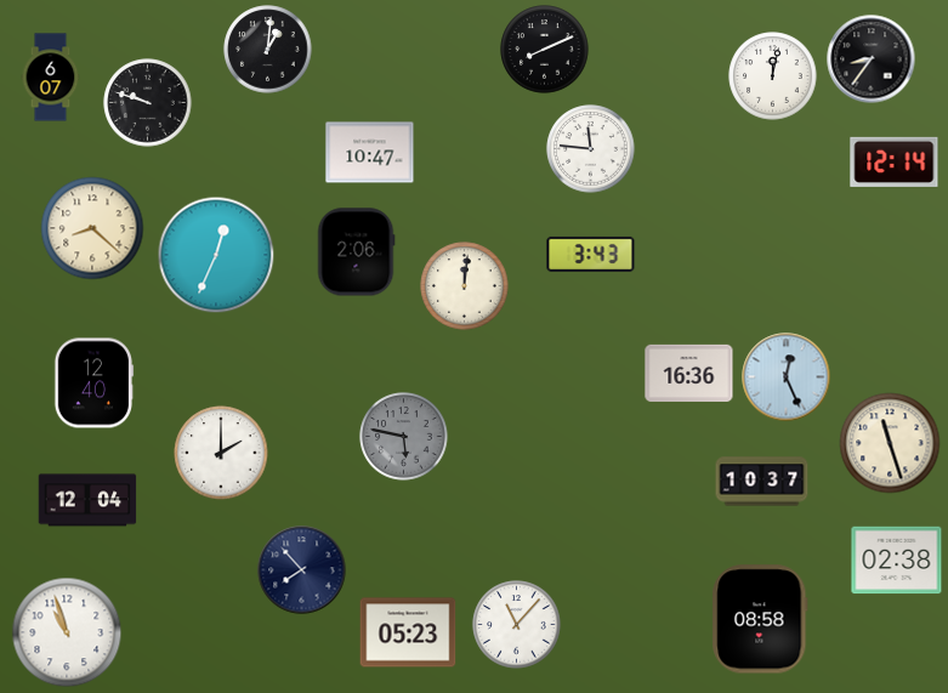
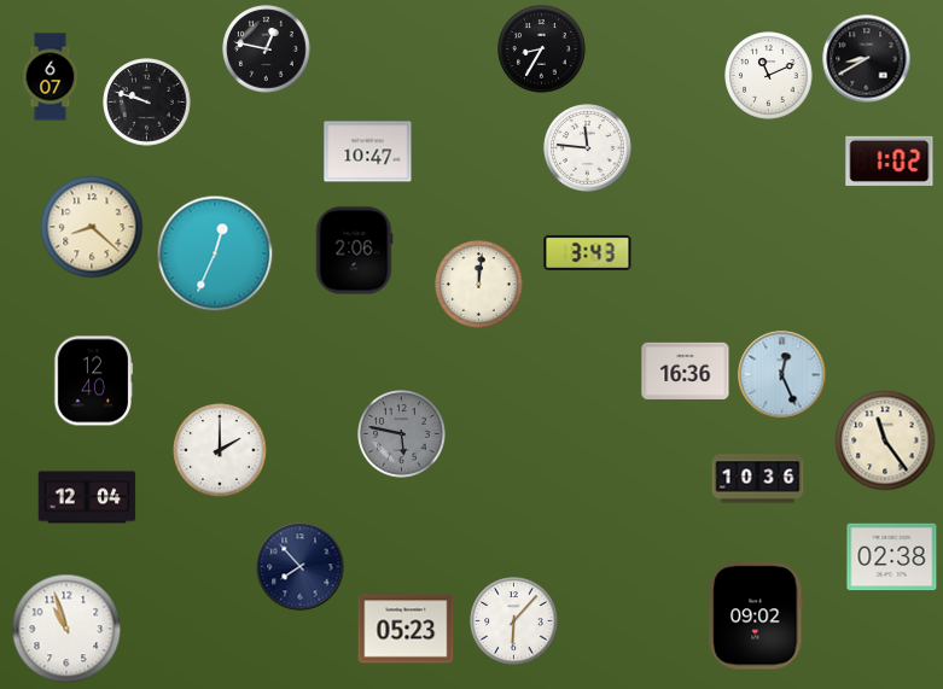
clock at (268, 50): 1:01 -> 12:47
clock at (545, 50): 8:11 -> 8:35
clock at (872, 59): 8:36 -> 8:40
clock at (773, 76): 12:02 -> 11:11
clock at (895, 161): 12:14 -> 1:02
clock at (465, 286) position: (465, 286) -> (479, 285)
clock at (890, 443): 11:27 -> 11:24
clock at (762, 482): 10:37 -> 10:36
clock at (760, 619): 08:58 -> 09:02
clock at (517, 625): 11:07 -> 6:07
